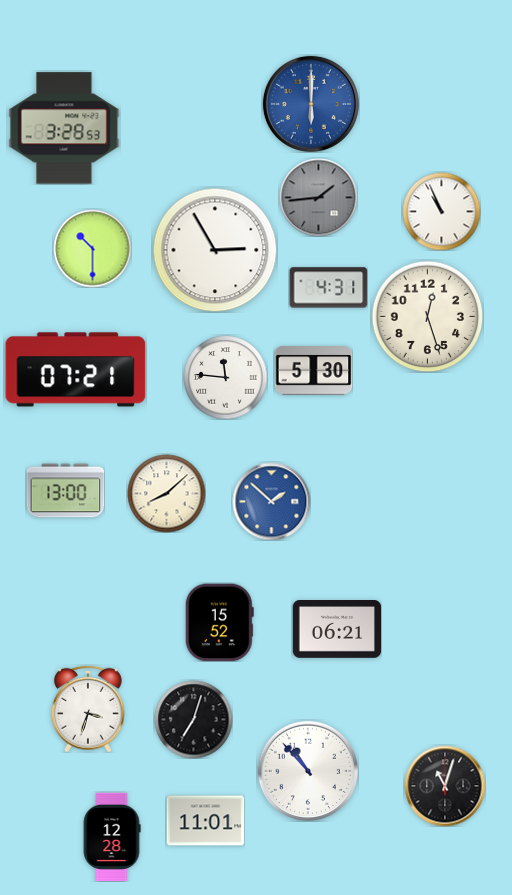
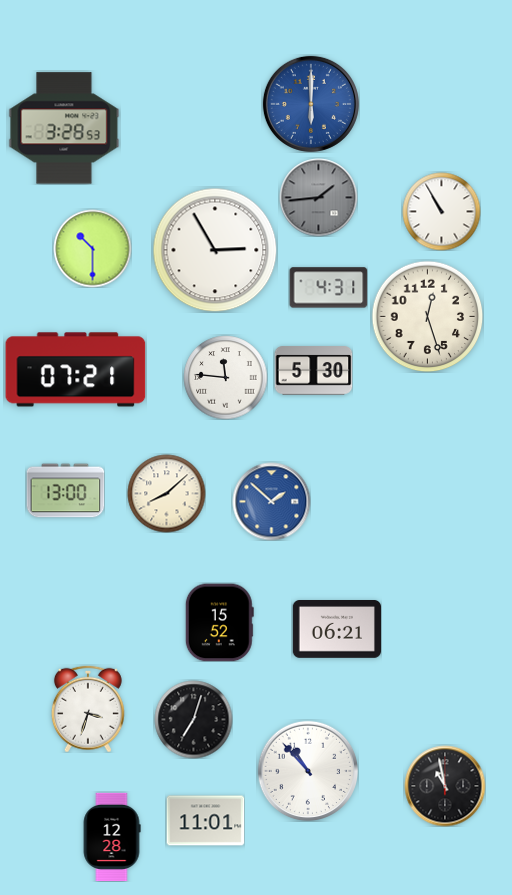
clock at (441, 211): 10:56 -> 10:55
clock at (445, 786): 11:03 -> 10:58
